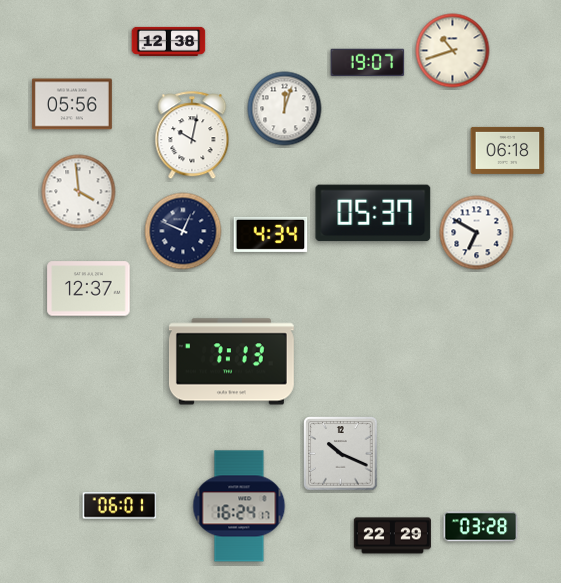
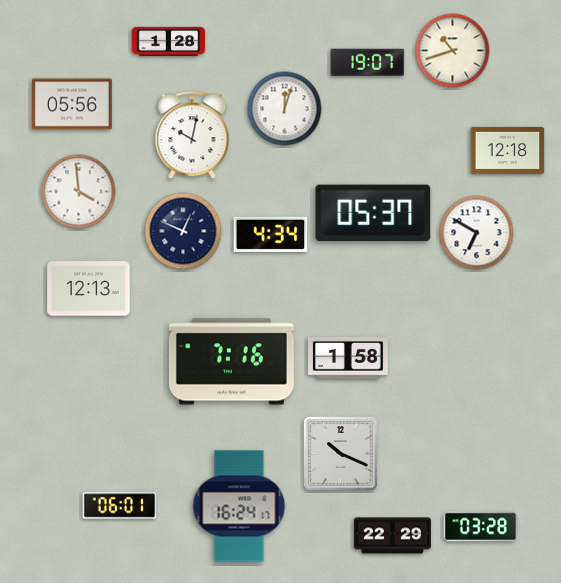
clock at (169, 41): 12:38 -> 1:28
clock at (508, 150): 06:18 -> 12:18
clock at (89, 289): 12:37 -> 12:13
clock at (348, 359): none -> 1:58
clock at (231, 362): 7:13 -> 7:16
